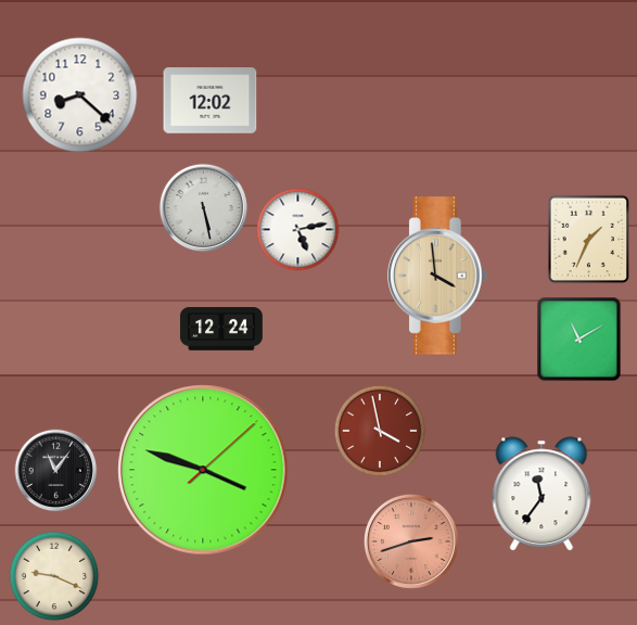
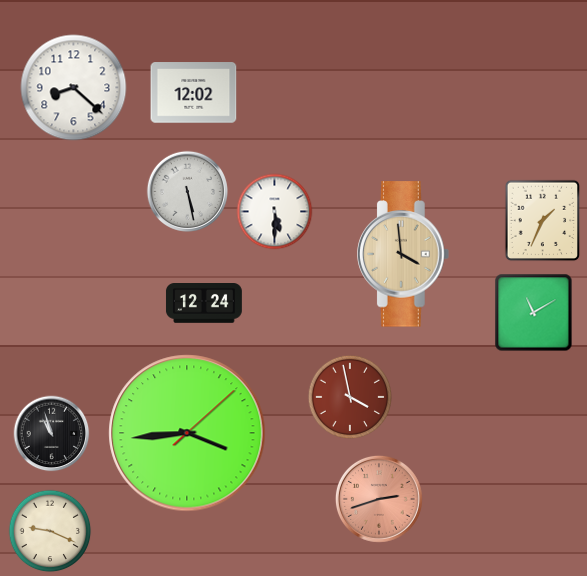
clock at (298, 230): 5:13 -> 5:30
clock at (203, 470): 3:48 -> 3:44
clock at (56, 471): 11:06 -> 10:57
clock at (542, 494): 11:36 -> none
